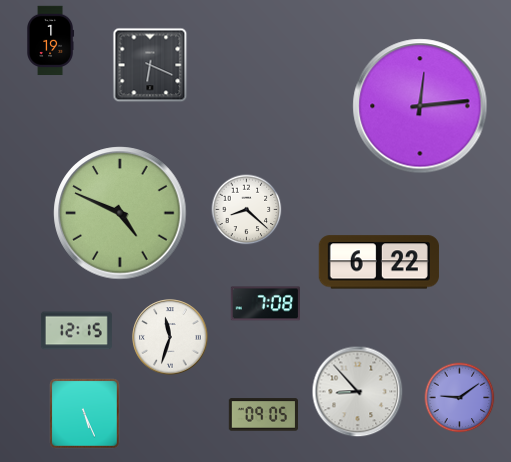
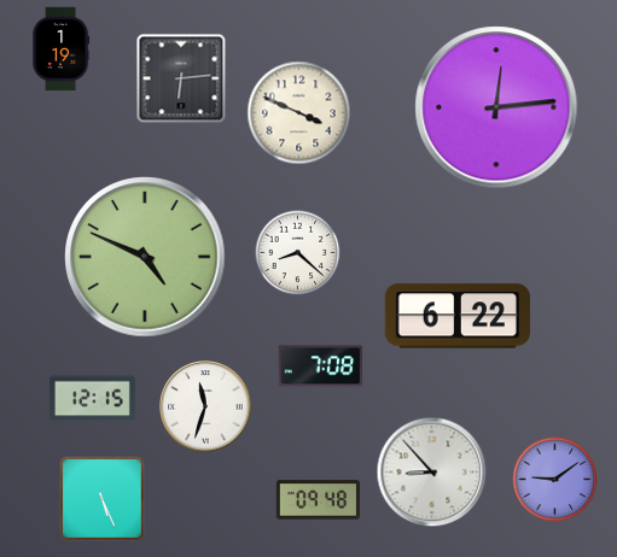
clock at (150, 65): 6:19 -> 6:14
clock at (299, 113): none -> 3:49
clock at (420, 106) position: (420, 106) -> (496, 107)
clock at (263, 415): 09:05 -> 09:48
